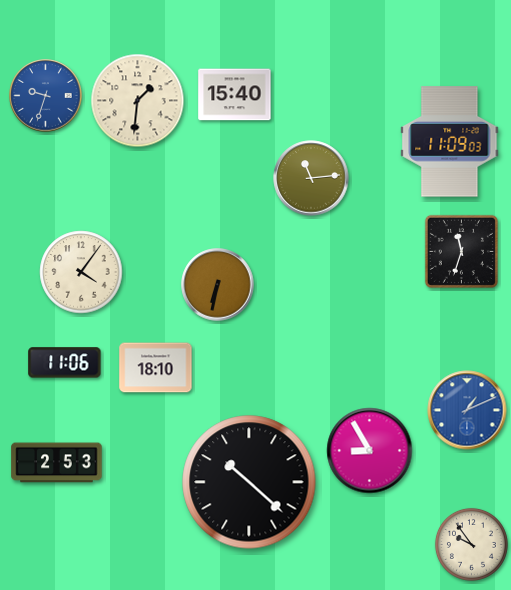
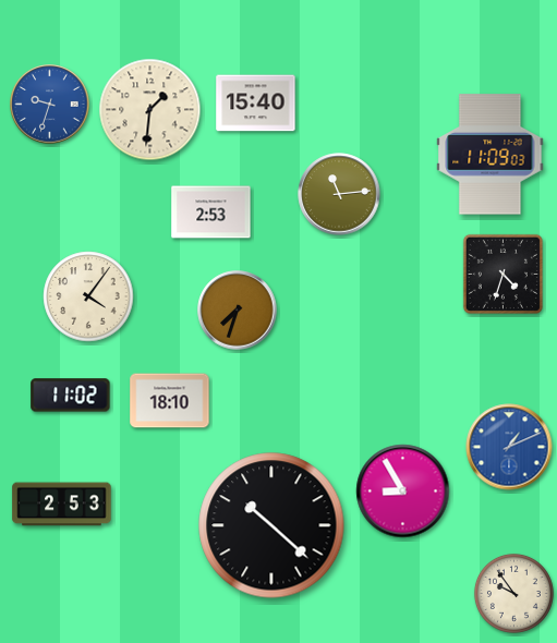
clock at (211, 213): none -> 2:53
clock at (461, 251): 11:33 -> 4:33
clock at (218, 285): 6:32 -> 7:33
clock at (65, 363): 11:06 -> 11:02
